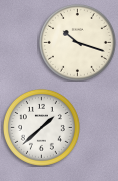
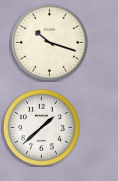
clock at (77, 42) position: (77, 42) -> (49, 42)
